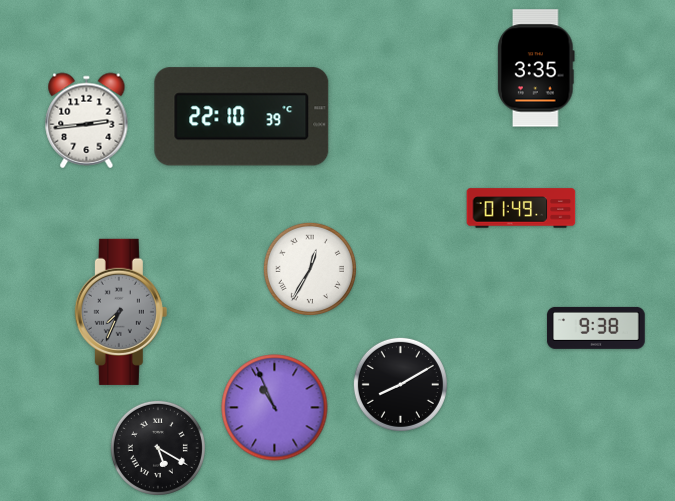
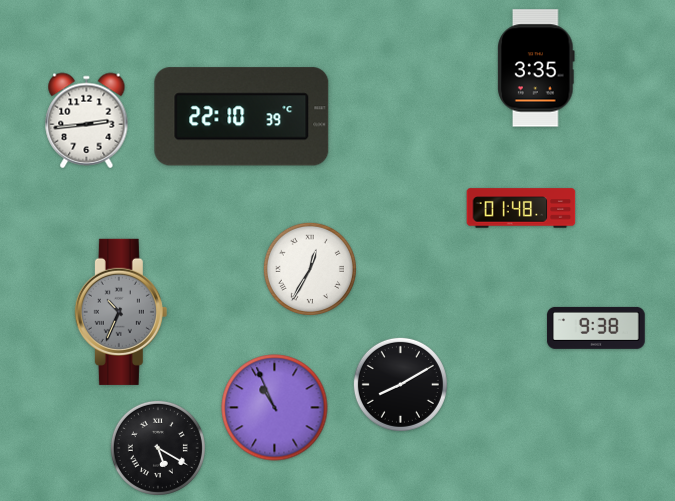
clock at (521, 208): 01:49 -> 01:48
clock at (121, 312): 7:34 -> 10:34
